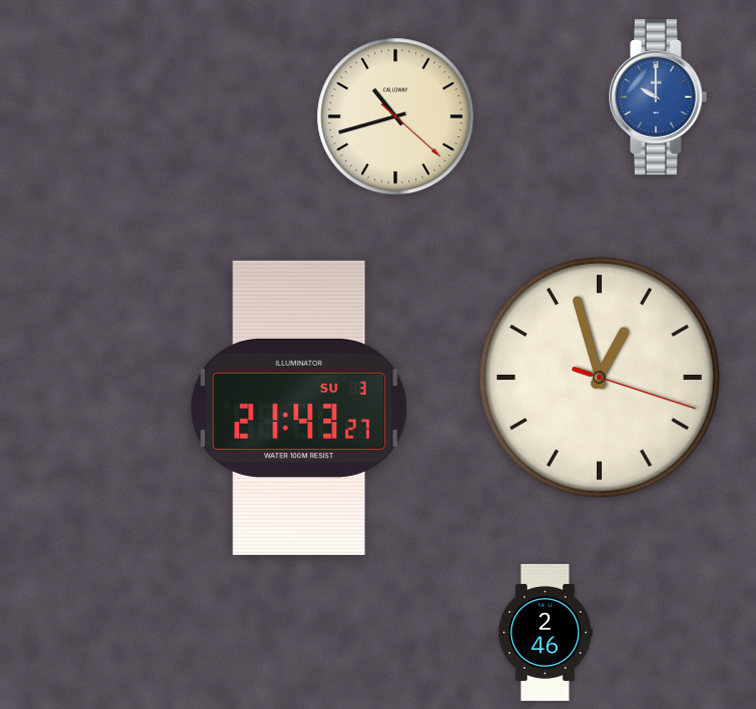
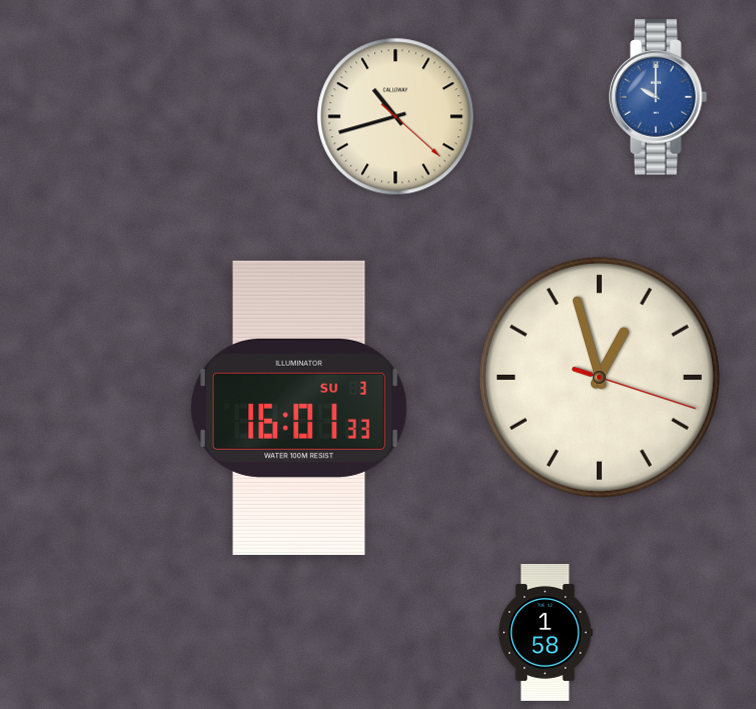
clock at (299, 408): 21:43 -> 16:01
clock at (545, 632): 2:46 -> 1:58
